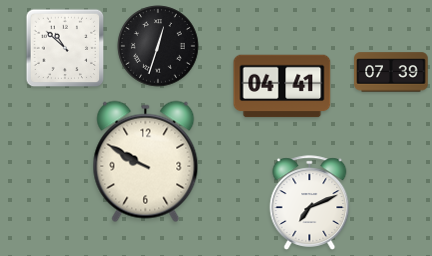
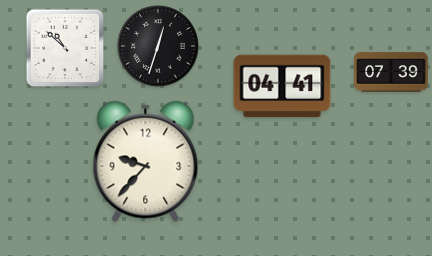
clock at (146, 162): 9:50 -> 9:37
clock at (310, 203): 7:11 -> none
